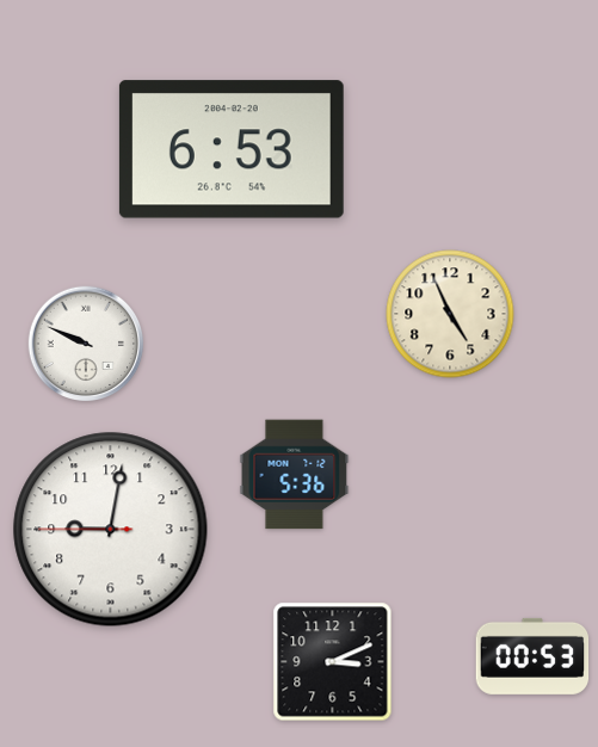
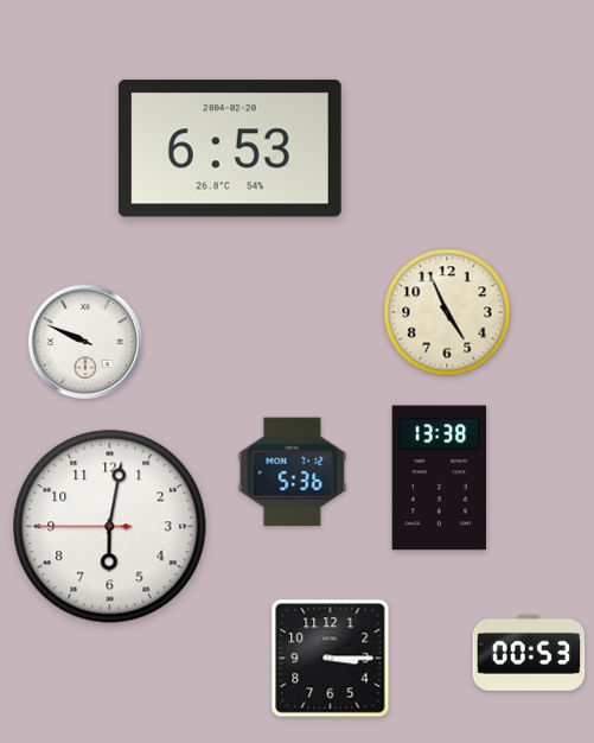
clock at (440, 478): none -> 13:38
clock at (111, 530): 9:01 -> 6:01
clock at (333, 662): 3:11 -> 3:15
